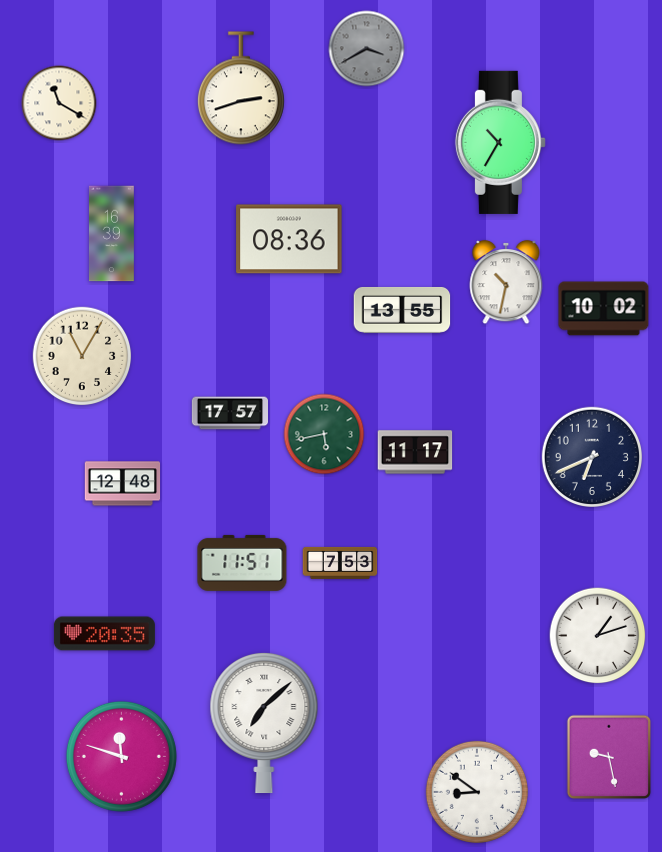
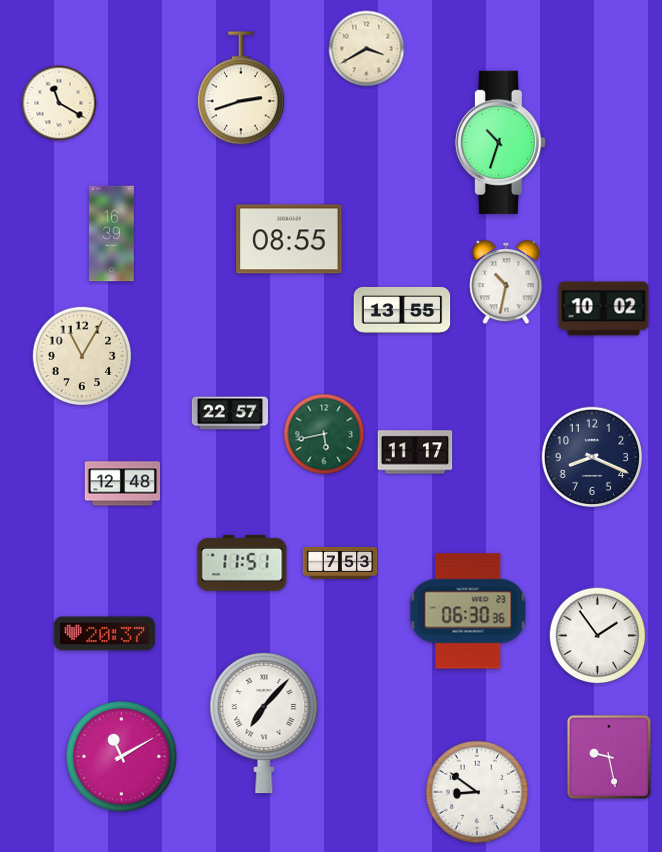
clock at (367, 49) dial: grey -> cream
clock at (500, 142): 10:35 -> 10:33
clock at (289, 239): 08:36 -> 08:55
clock at (229, 413): 17:57 -> 22:57
clock at (591, 456): 6:41 -> 8:19
clock at (468, 611): none -> 06:30
clock at (104, 634): 20:35 -> 20:37
clock at (598, 636): 1:12 -> 1:54
clock at (264, 723): 7:08 -> 7:07
clock at (121, 756): 11:48 -> 11:10
